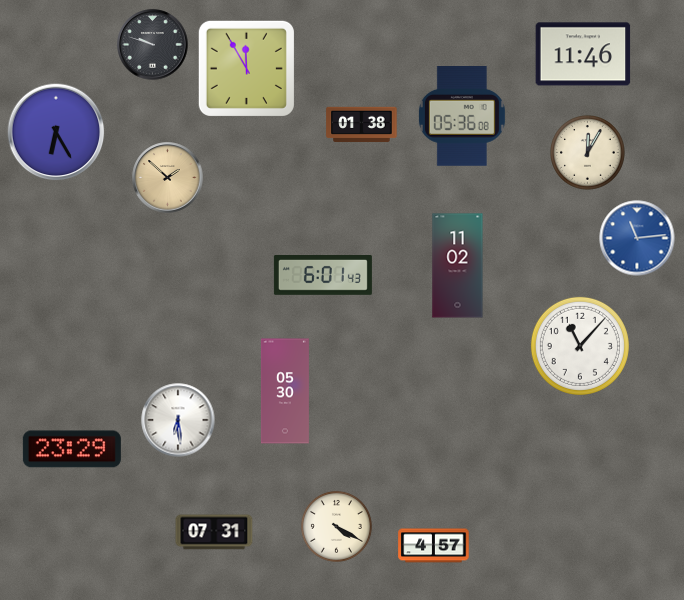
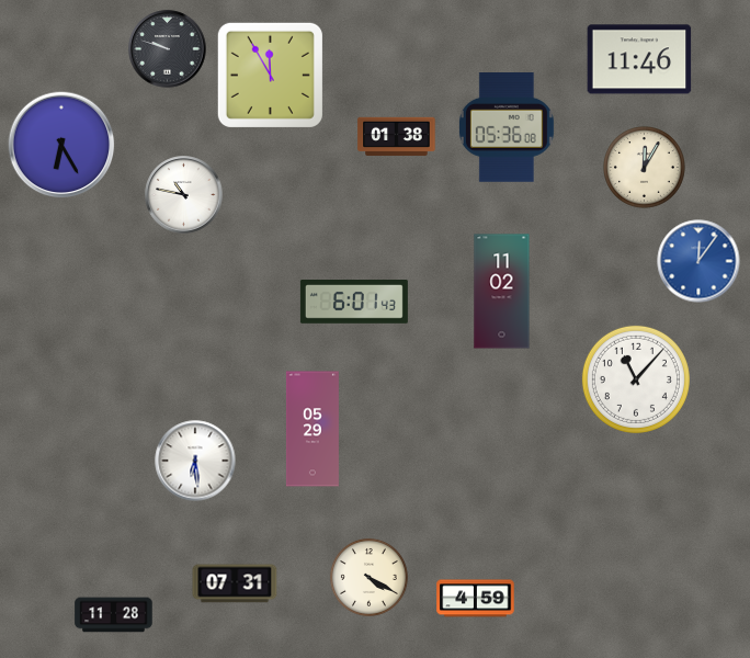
clock at (168, 178): 1:52 -> 10:47
clock at (168, 178) dial: champagne -> white
clock at (637, 238): 11:14 -> 12:06
clock at (285, 391): 05:30 -> 05:29
clock at (72, 449): 23:29 -> none
clock at (434, 546): 4:57 -> 4:59
clock at (114, 615): none -> 11:28
